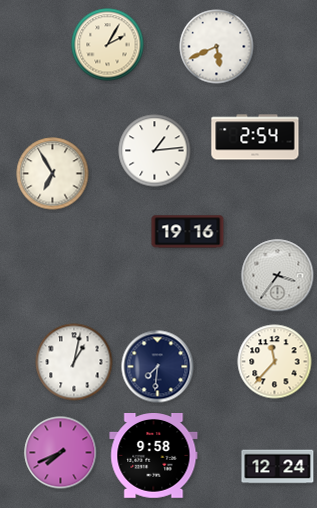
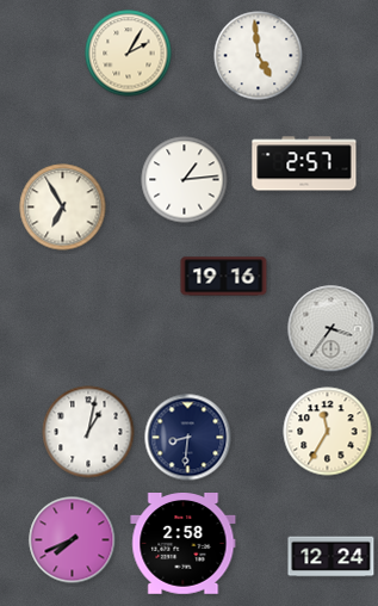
clock at (217, 47): 5:41 -> 4:59
clock at (255, 137): 2:54 -> 2:57
clock at (275, 362): 11:37 -> 11:35
clock at (158, 367): 7:31 -> 8:31
clock at (154, 456): 9:58 -> 2:58
